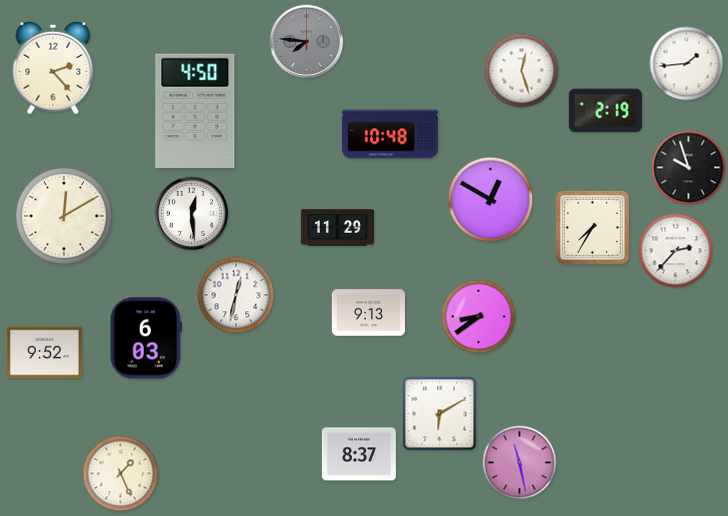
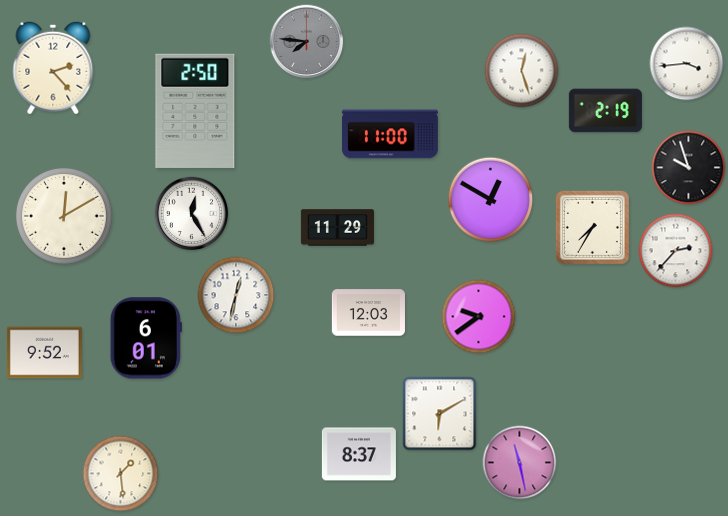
clock at (687, 64): 1:44 -> 3:44
clock at (195, 111): 4:50 -> 2:50
clock at (390, 134): 10:48 -> 11:00
clock at (192, 214): 12:29 -> 12:25
clock at (368, 313): 9:13 -> 12:03
clock at (479, 317): 8:39 -> 9:39
clock at (146, 338): 6:03 -> 6:01
clock at (121, 474): 1:26 -> 1:29
